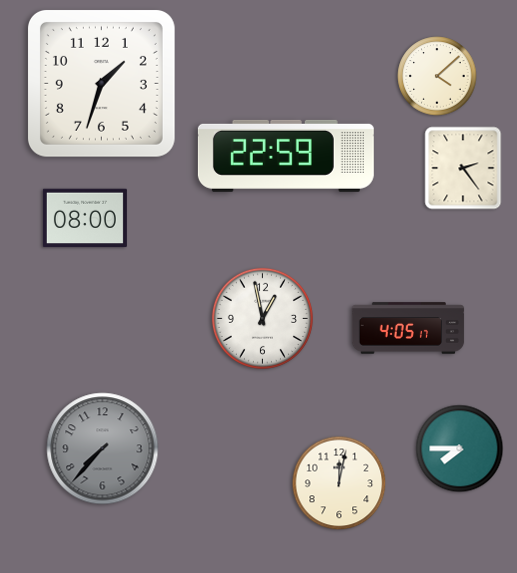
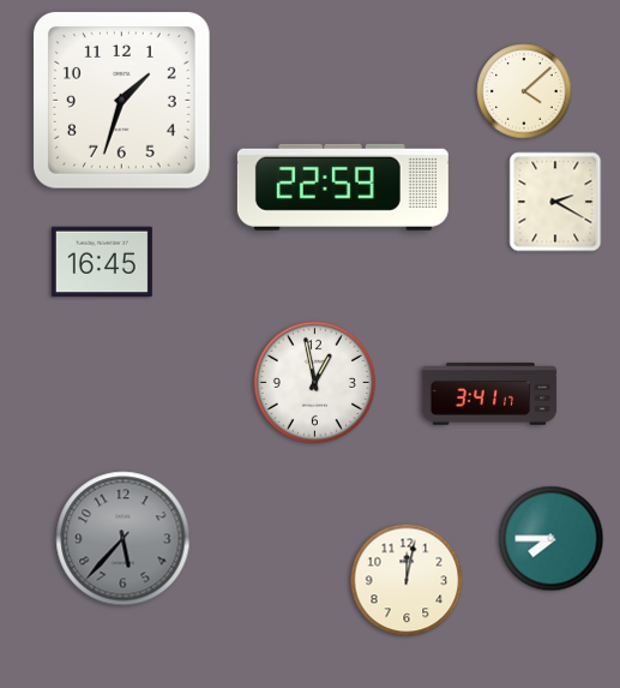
clock at (463, 168): 2:24 -> 2:20
clock at (85, 218): 08:00 -> 16:45
clock at (408, 328): 4:05 -> 3:41
clock at (103, 449): 7:37 -> 5:37
